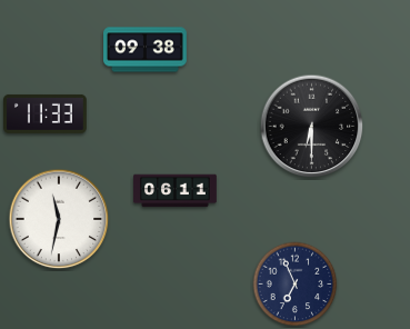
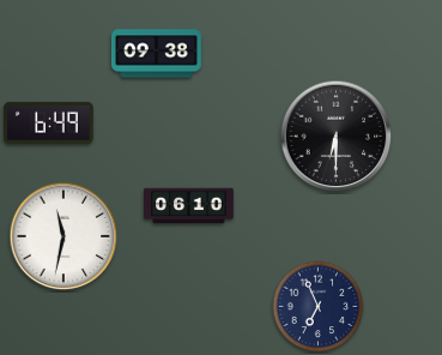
clock at (46, 113): 11:33 -> 6:49
clock at (176, 191): 06:11 -> 06:10
